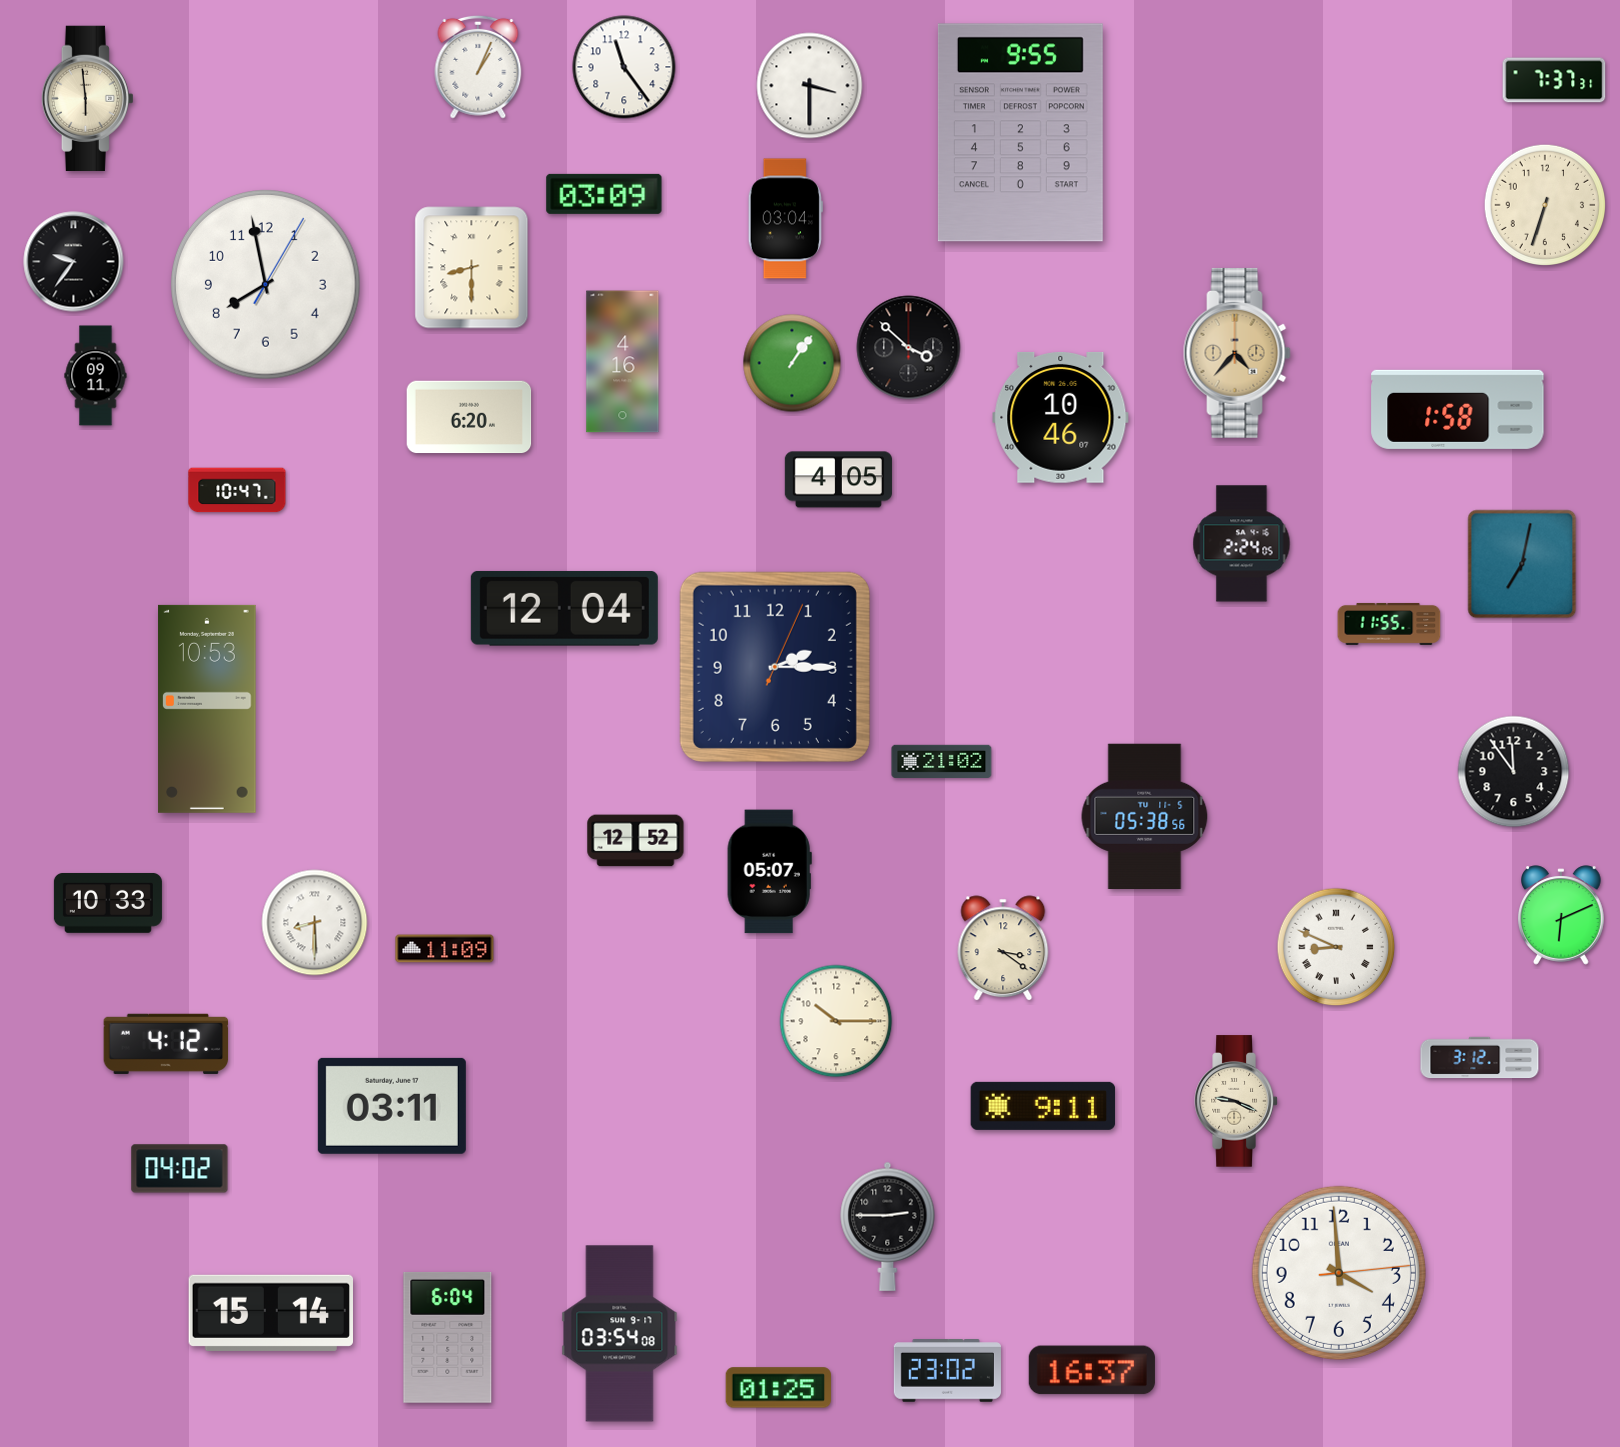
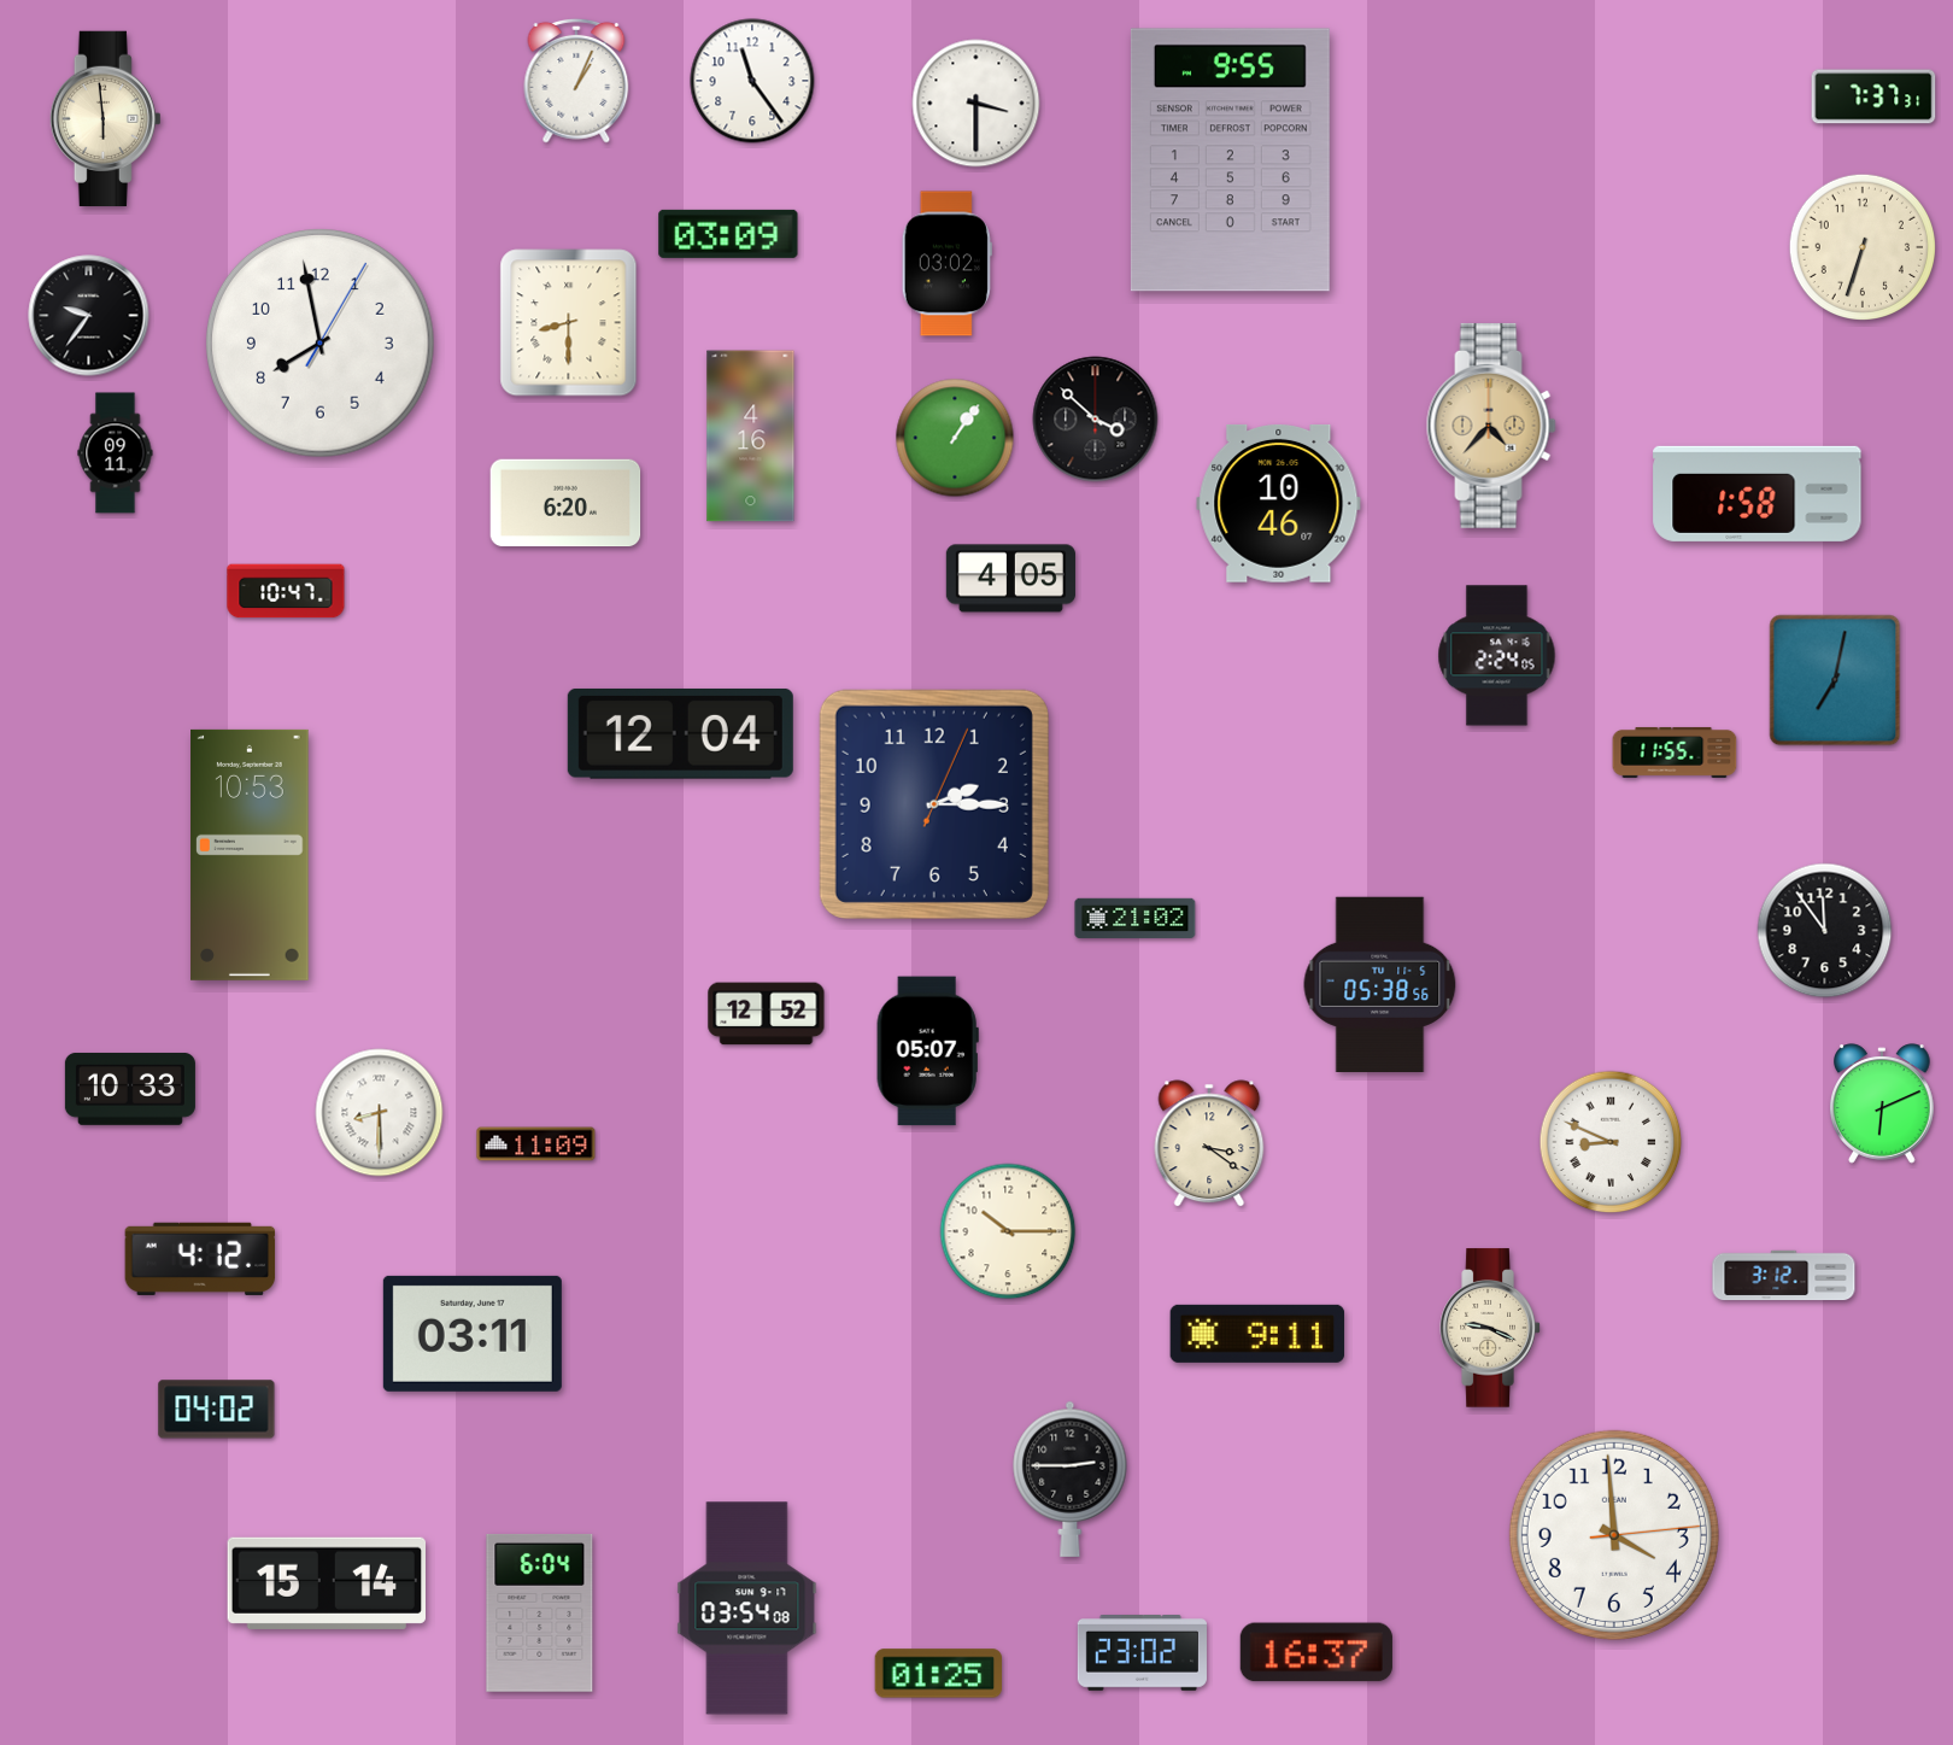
clock at (785, 219): 03:04 -> 03:02
